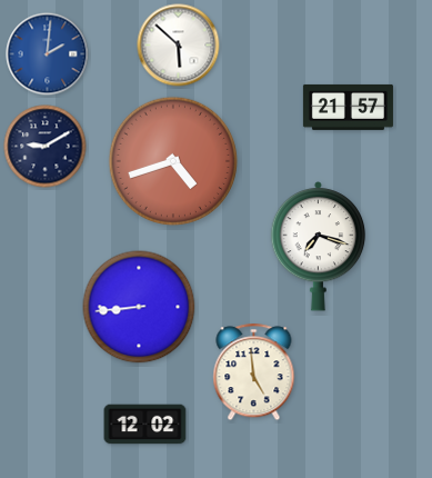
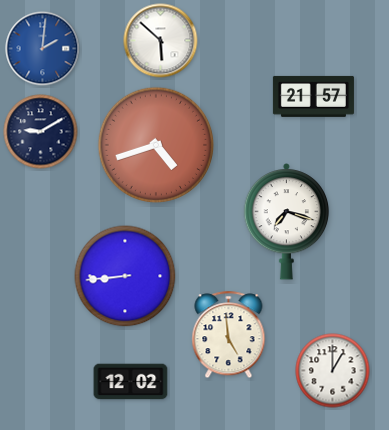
clock at (333, 371): none -> 1:00
